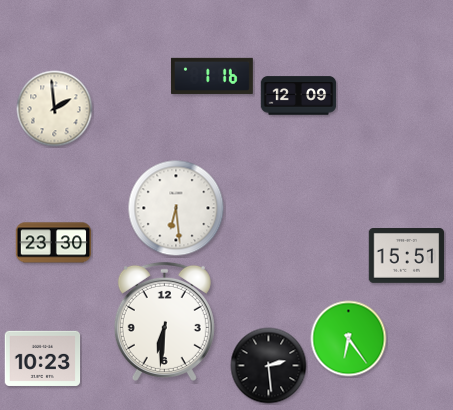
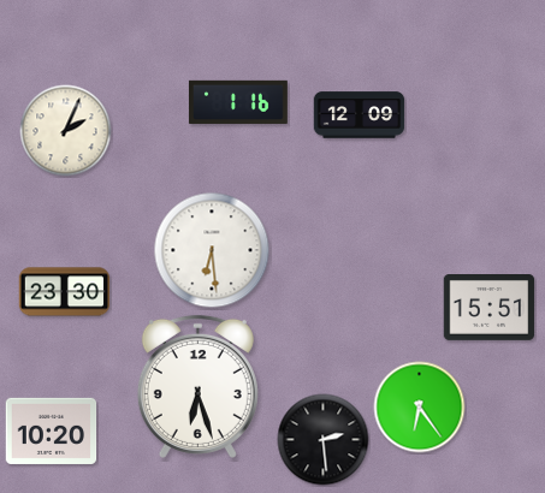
clock at (212, 76) position: (212, 76) -> (238, 102)
clock at (55, 109): 1:59 -> 2:04
clock at (164, 321): 6:31 -> 6:27
clock at (43, 358): 10:23 -> 10:20
